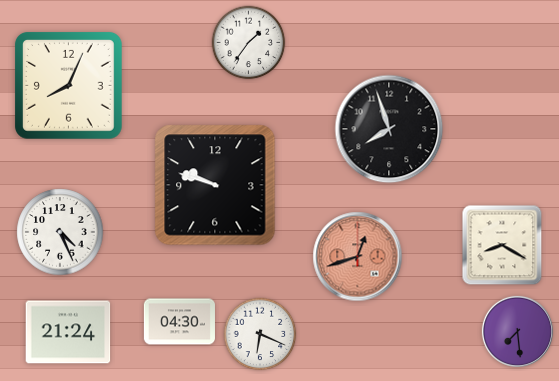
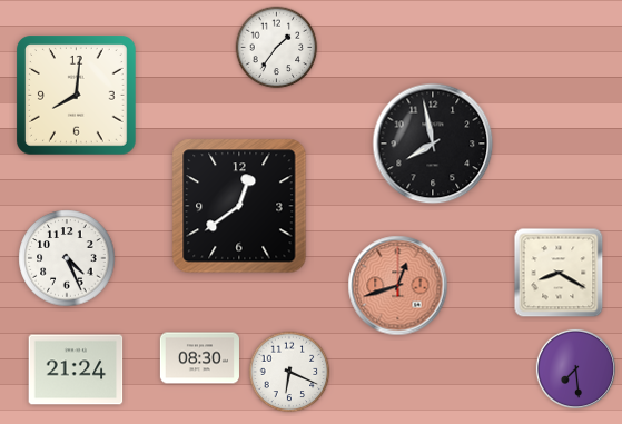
clock at (68, 85): 8:04 -> 8:01
clock at (389, 129): 7:57 -> 7:58
clock at (215, 185): 9:48 -> 12:39
clock at (179, 322): 04:30 -> 08:30
